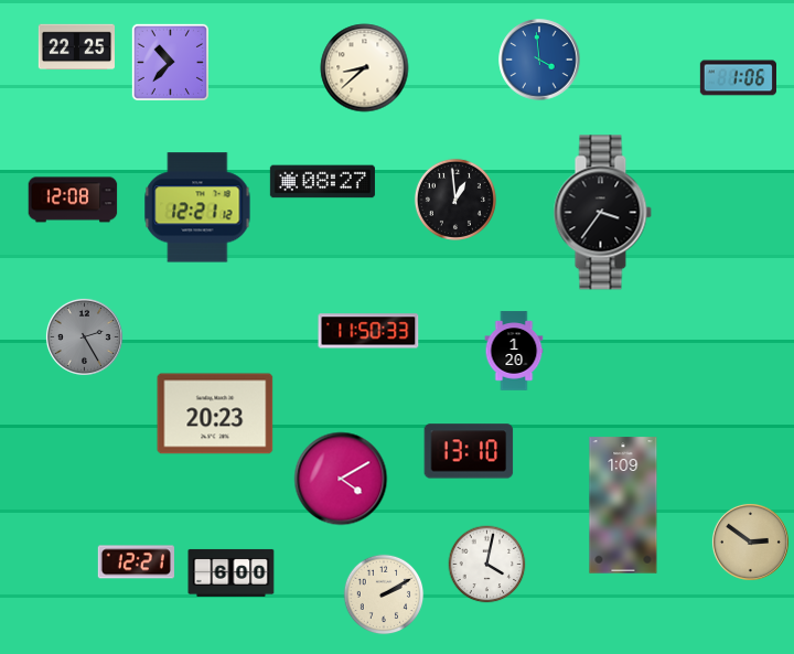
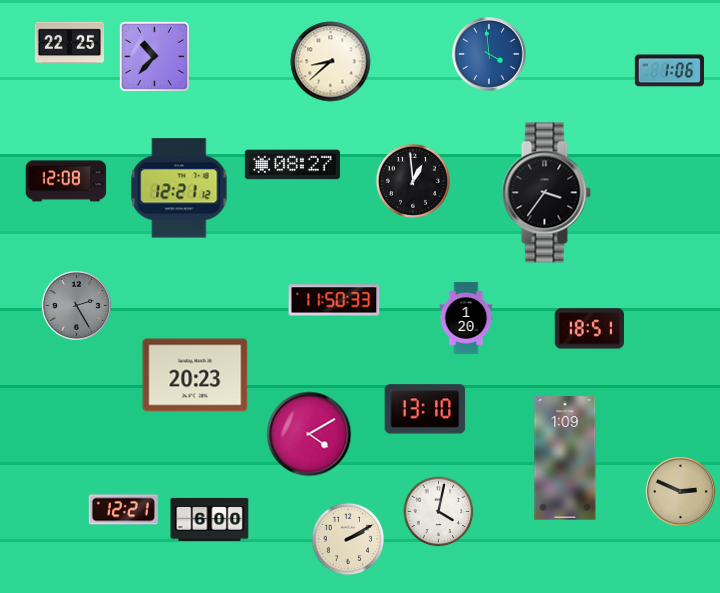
clock at (589, 329): none -> 18:51
clock at (750, 542): 2:51 -> 2:49
clock at (487, 565) position: (487, 565) -> (439, 512)
